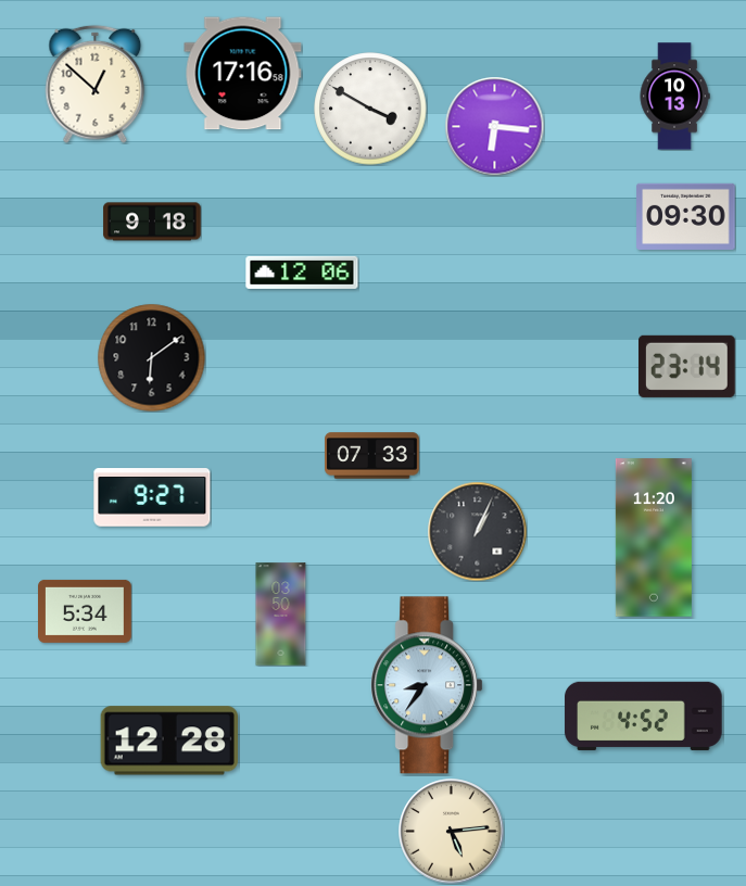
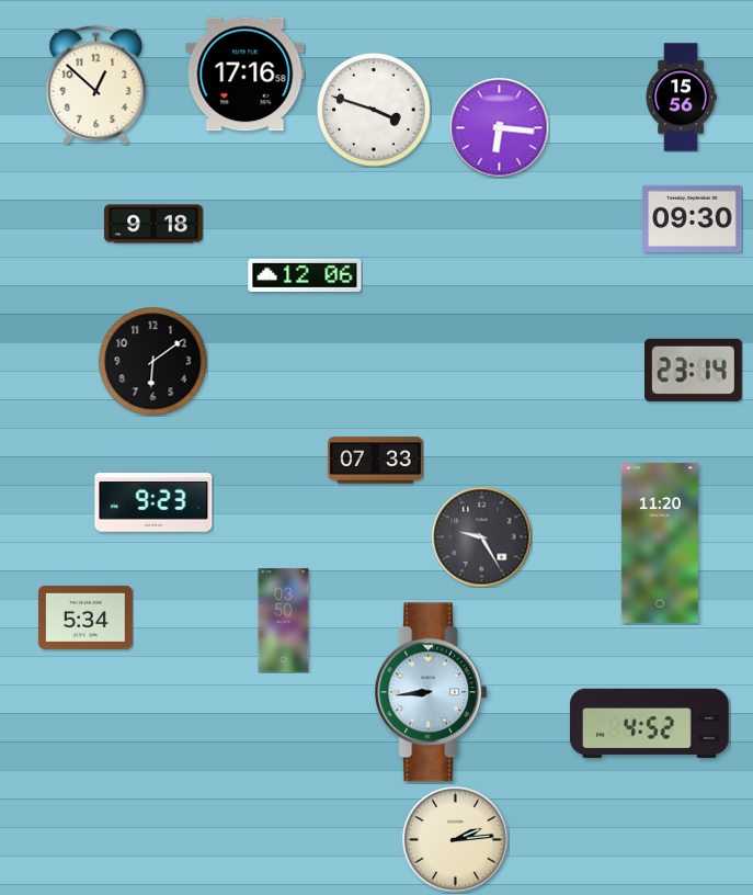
clock at (674, 97): 10:13 -> 15:56
clock at (370, 109): 3:50 -> 3:48
clock at (152, 497): 9:27 -> 9:23
clock at (477, 531): 1:04 -> 9:25
clock at (427, 685): 8:36 -> 8:44
clock at (169, 741): 12:28 -> none
clock at (452, 832): 5:14 -> 2:14
